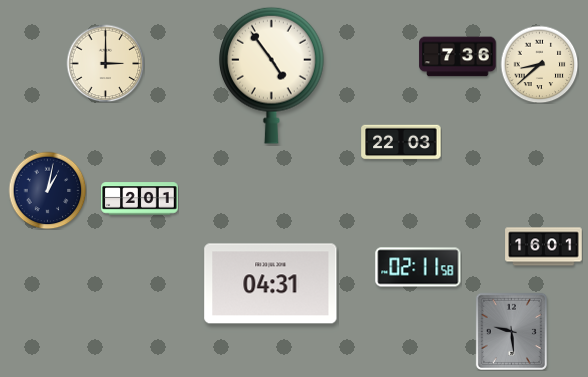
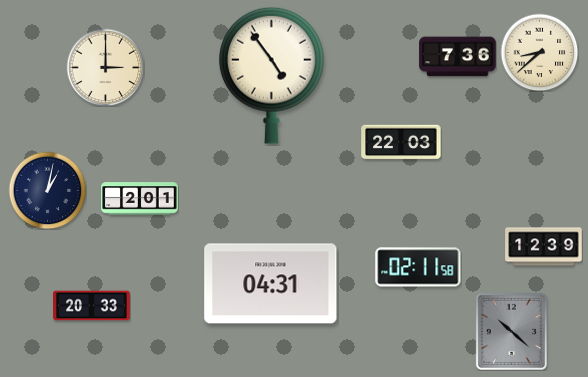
clock at (105, 63) position: (105, 63) -> (105, 67)
clock at (539, 64) position: (539, 64) -> (539, 52)
clock at (544, 247): 16:01 -> 12:39
clock at (92, 306): none -> 20:33
clock at (511, 331): 9:29 -> 10:22
